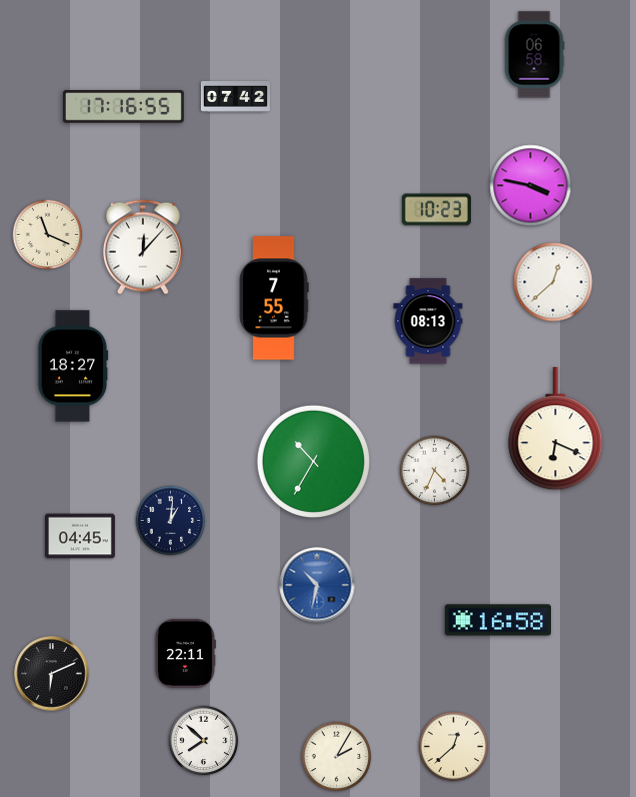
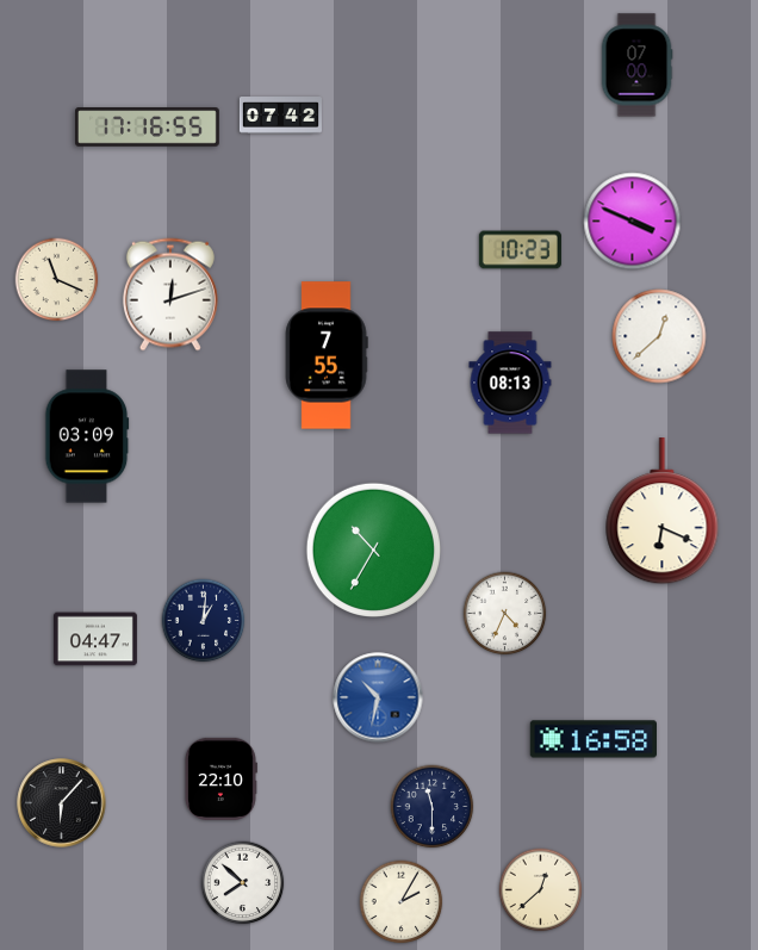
clock at (534, 55): 06:58 -> 07:00
clock at (531, 186): 3:47 -> 3:49
clock at (143, 247): 12:07 -> 12:12
clock at (73, 366): 18:27 -> 03:09
clock at (435, 471) position: (435, 471) -> (505, 614)
clock at (80, 536): 04:45 -> 04:47
clock at (185, 653): 22:11 -> 22:10
clock at (52, 674): 6:11 -> 6:07
clock at (433, 807): none -> 11:30
